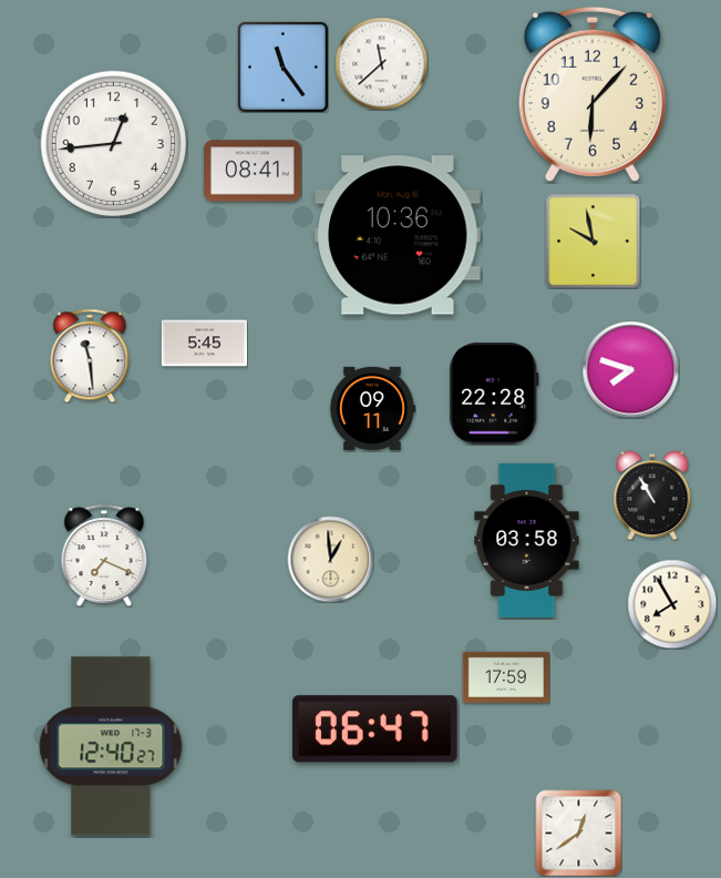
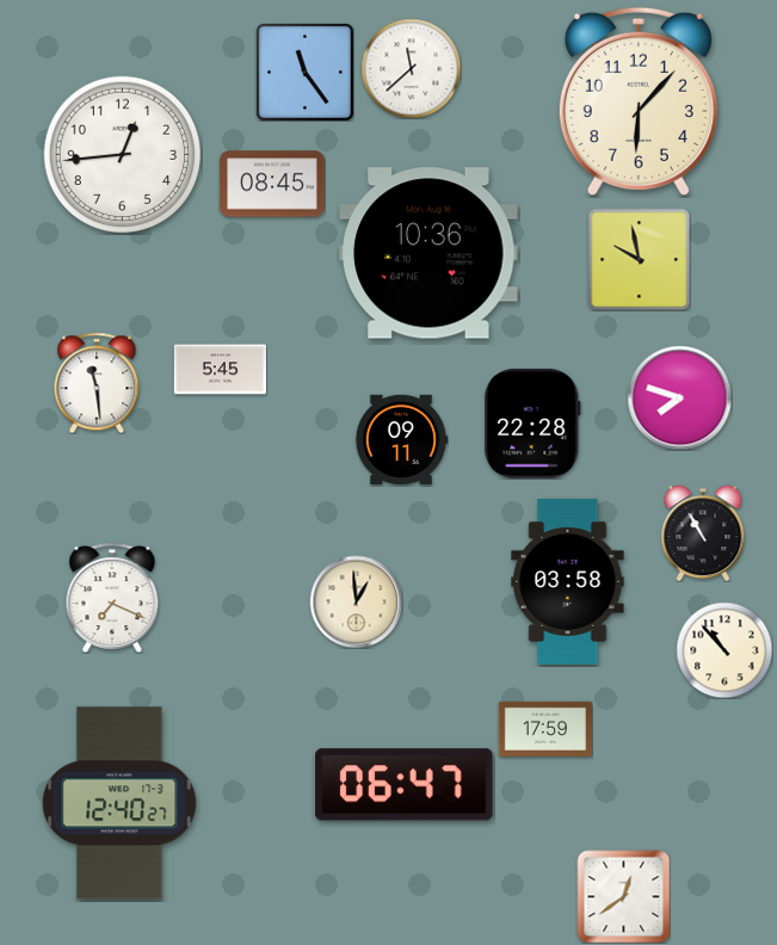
clock at (253, 171): 08:41 -> 08:45
clock at (672, 604): 7:55 -> 10:53
